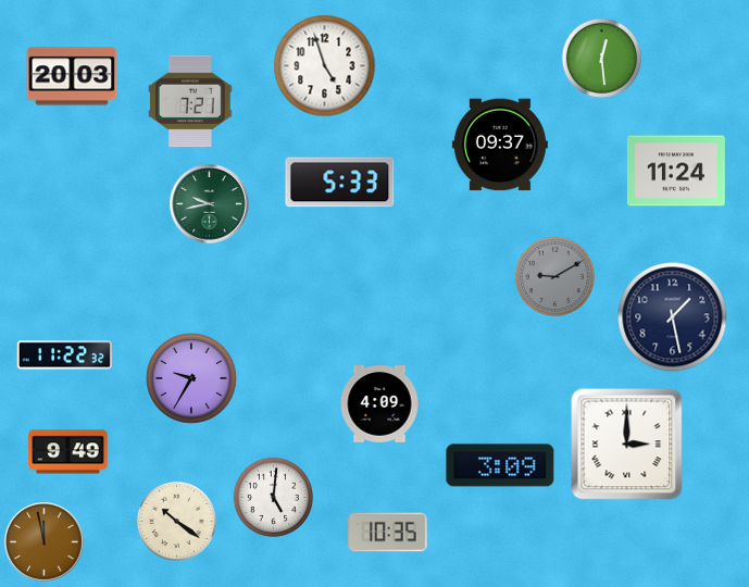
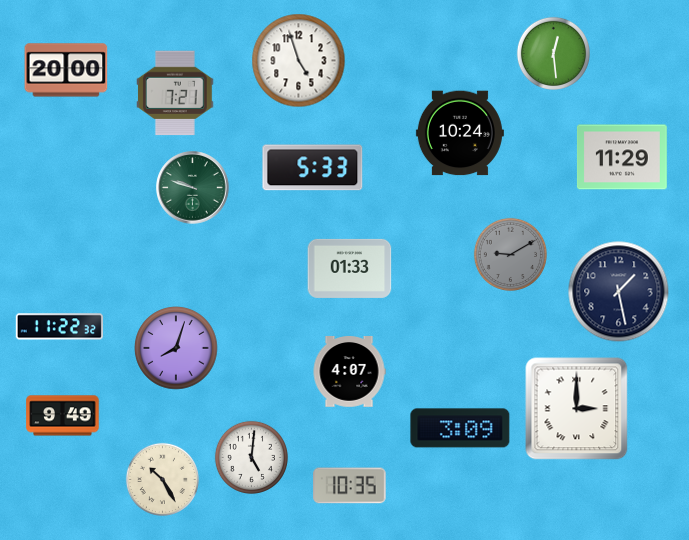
clock at (72, 76): 20:03 -> 20:00
clock at (500, 145): 09:37 -> 10:24
clock at (676, 171): 11:24 -> 11:29
clock at (210, 204): 9:43 -> 9:48
clock at (350, 268): none -> 01:33
clock at (191, 378): 9:35 -> 8:03
clock at (379, 404): 4:09 -> 4:07
clock at (176, 521): 10:21 -> 10:25
clock at (388, 533) position: (388, 533) -> (350, 486)
clock at (45, 542): 11:58 -> none
